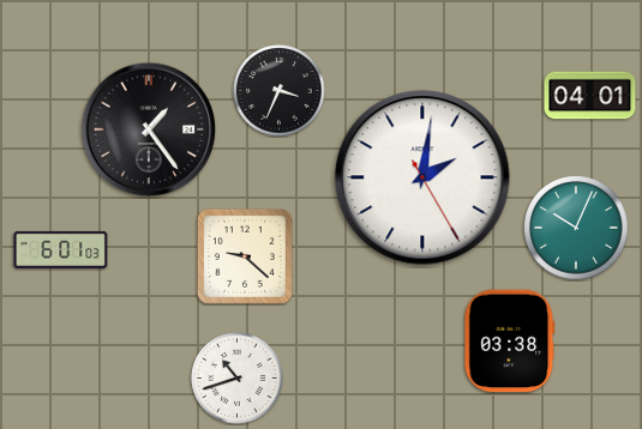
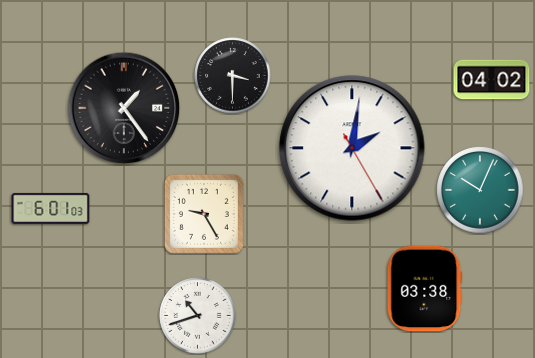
clock at (280, 91): 3:34 -> 3:30
clock at (590, 96): 04:01 -> 04:02
clock at (245, 256): 9:22 -> 9:25
clock at (510, 342) position: (510, 342) -> (425, 289)
